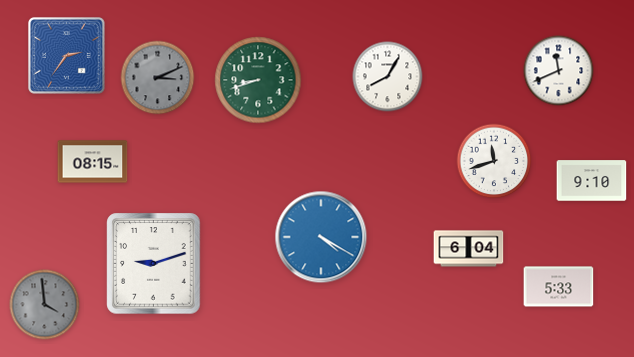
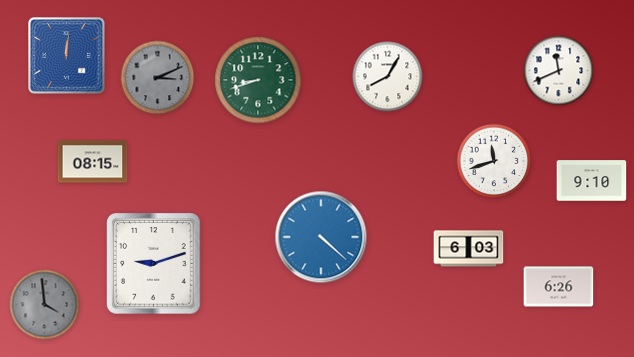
clock at (67, 56): 2:36 -> 12:01
clock at (321, 237): 4:20 -> 4:22
clock at (469, 249): 6:04 -> 6:03
clock at (559, 287): 5:33 -> 6:26
